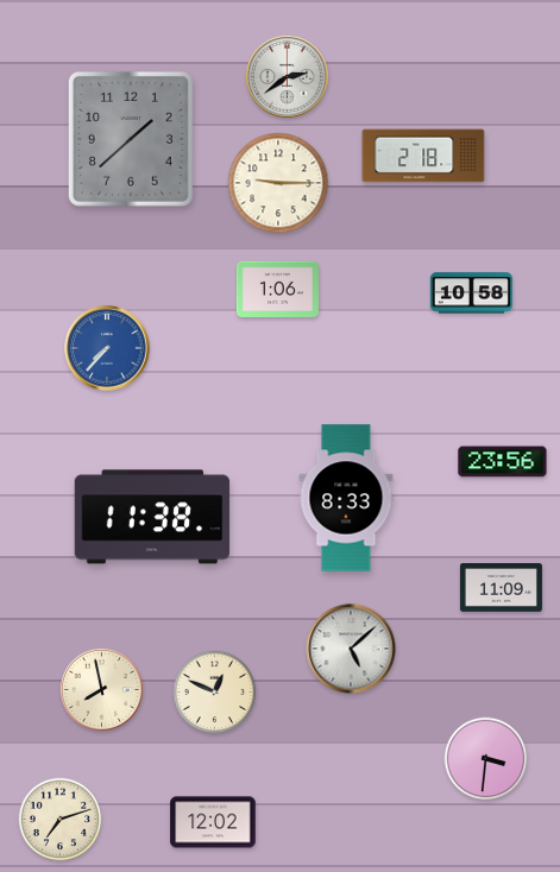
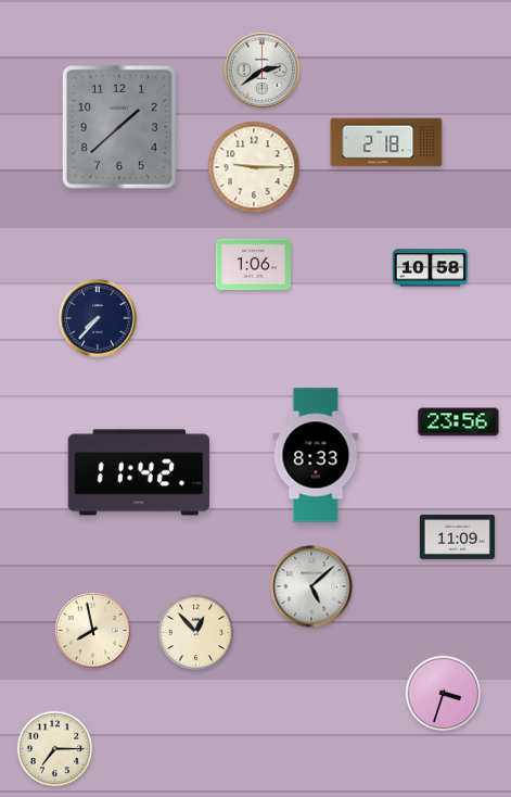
clock at (107, 348) dial: blue -> navy
clock at (152, 517): 11:38 -> 11:42
clock at (351, 649) position: (351, 649) -> (311, 586)
clock at (215, 693): 12:49 -> 12:53
clock at (486, 759): 3:31 -> 3:33
clock at (61, 820): 7:12 -> 7:15
clock at (213, 822): 12:02 -> none
